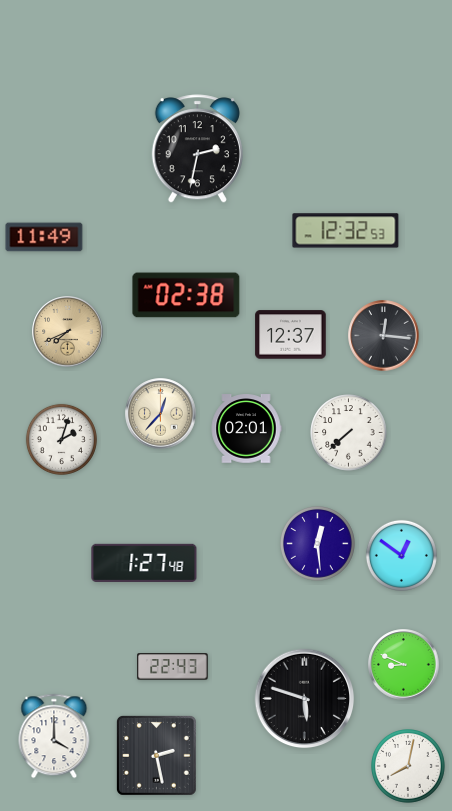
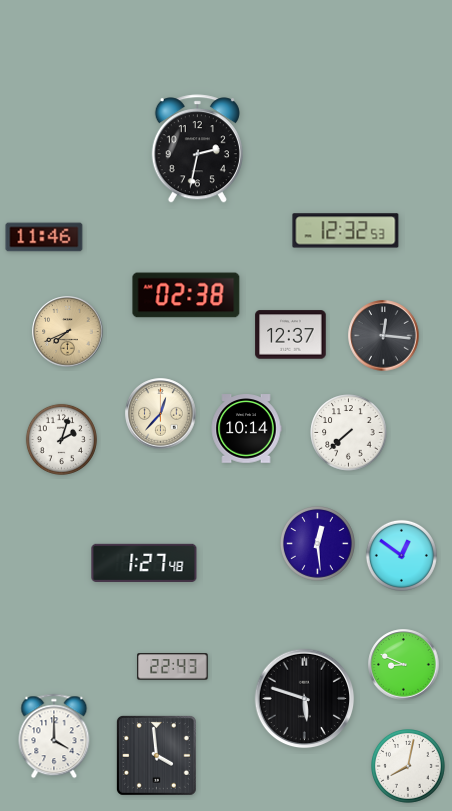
clock at (44, 237): 11:49 -> 11:46
clock at (246, 429): 02:01 -> 10:14
clock at (156, 755): 2:28 -> 3:59
